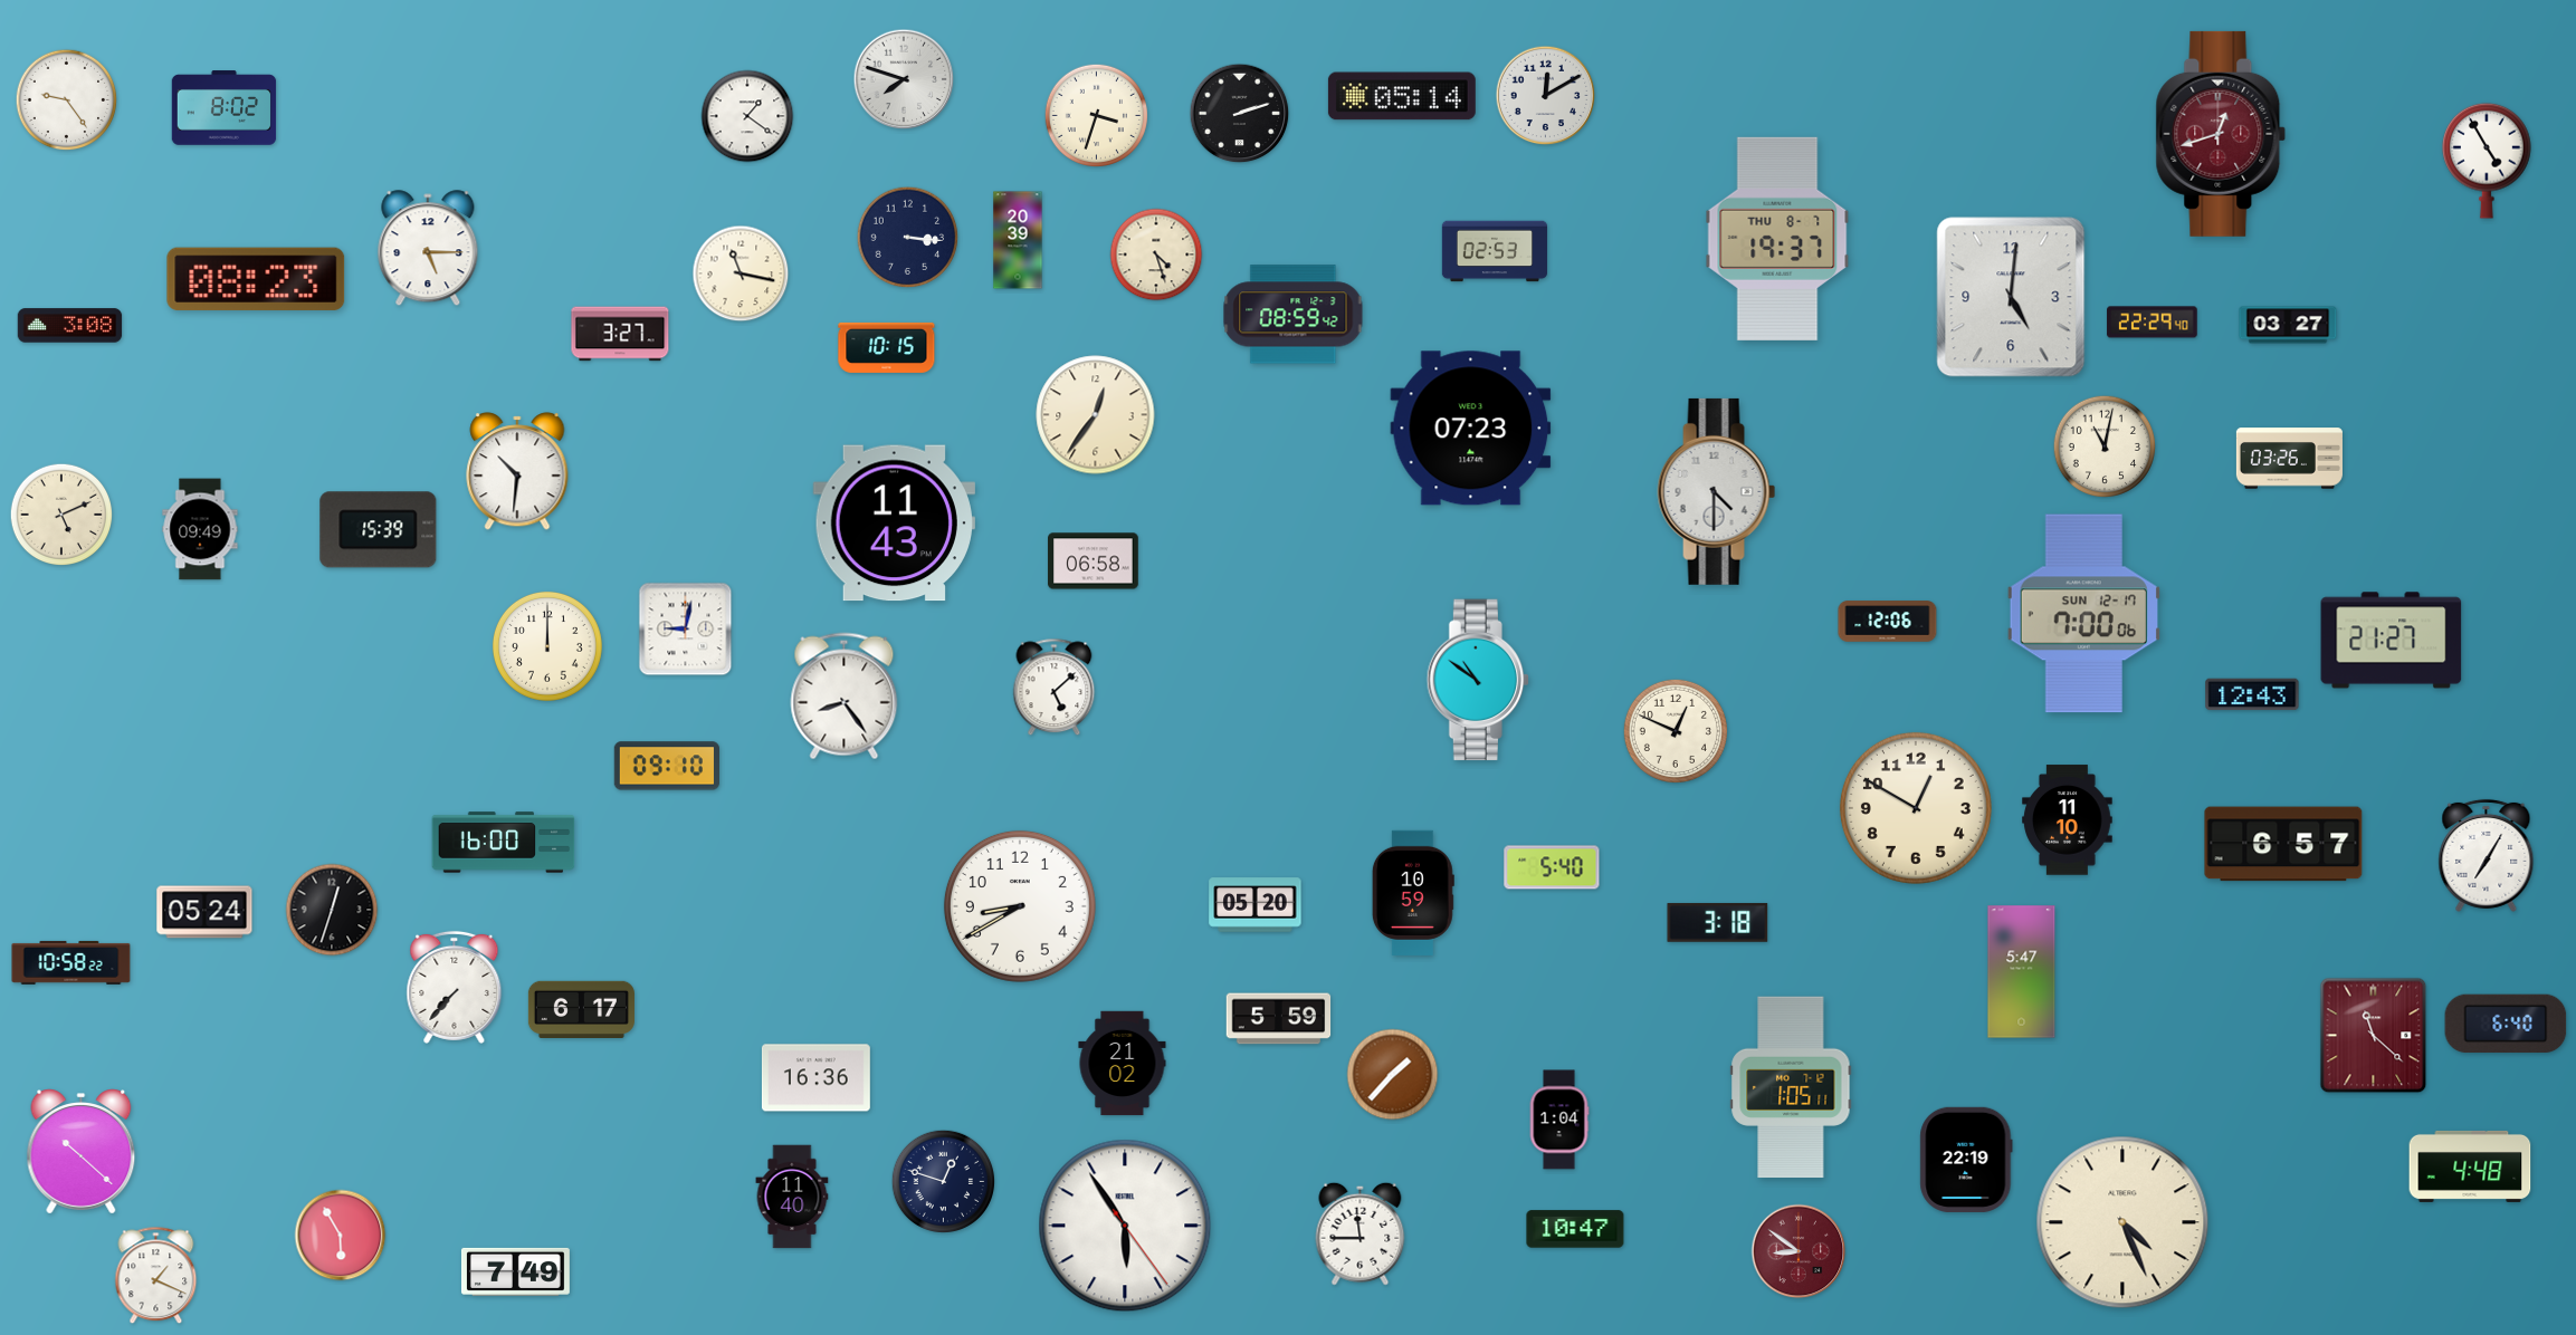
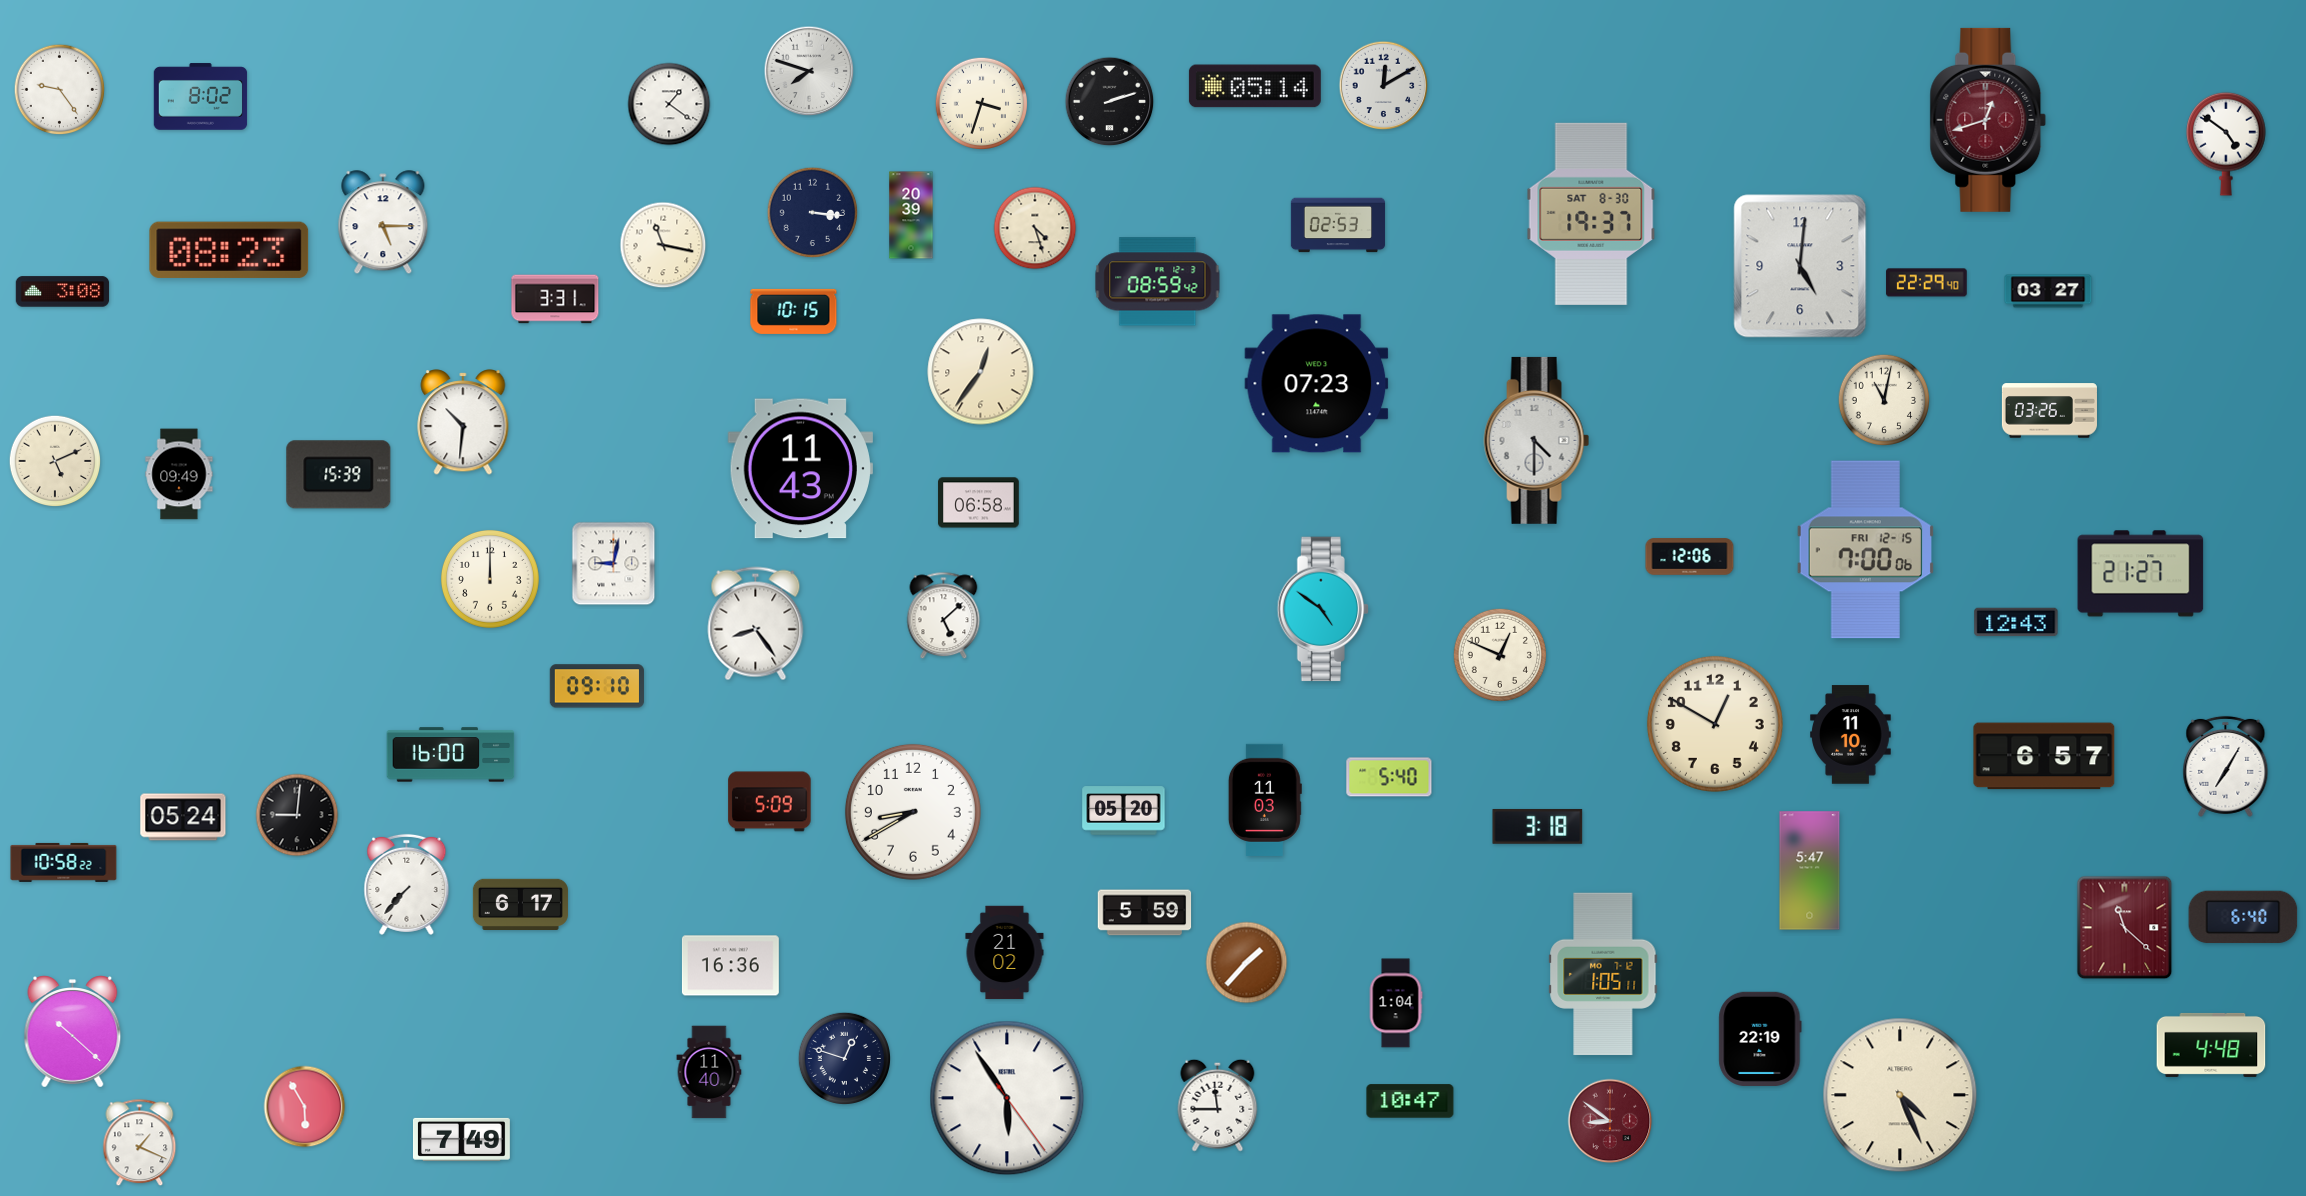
clock at (2487, 161): 4:55 -> 4:51
clock at (1777, 239) date: THU 8-7 -> SAT 8-30
clock at (2153, 323) position: (2153, 323) -> (1927, 283)
clock at (620, 334): 3:27 -> 3:31
clock at (2083, 614) date: SUN 12-17 -> FRI 12-15
clock at (1478, 680): 10:51 -> 4:51
clock at (1413, 893): 10:59 -> 11:03
clock at (770, 802): none -> 5:09
clock at (332, 910): 12:33 -> 9:01
